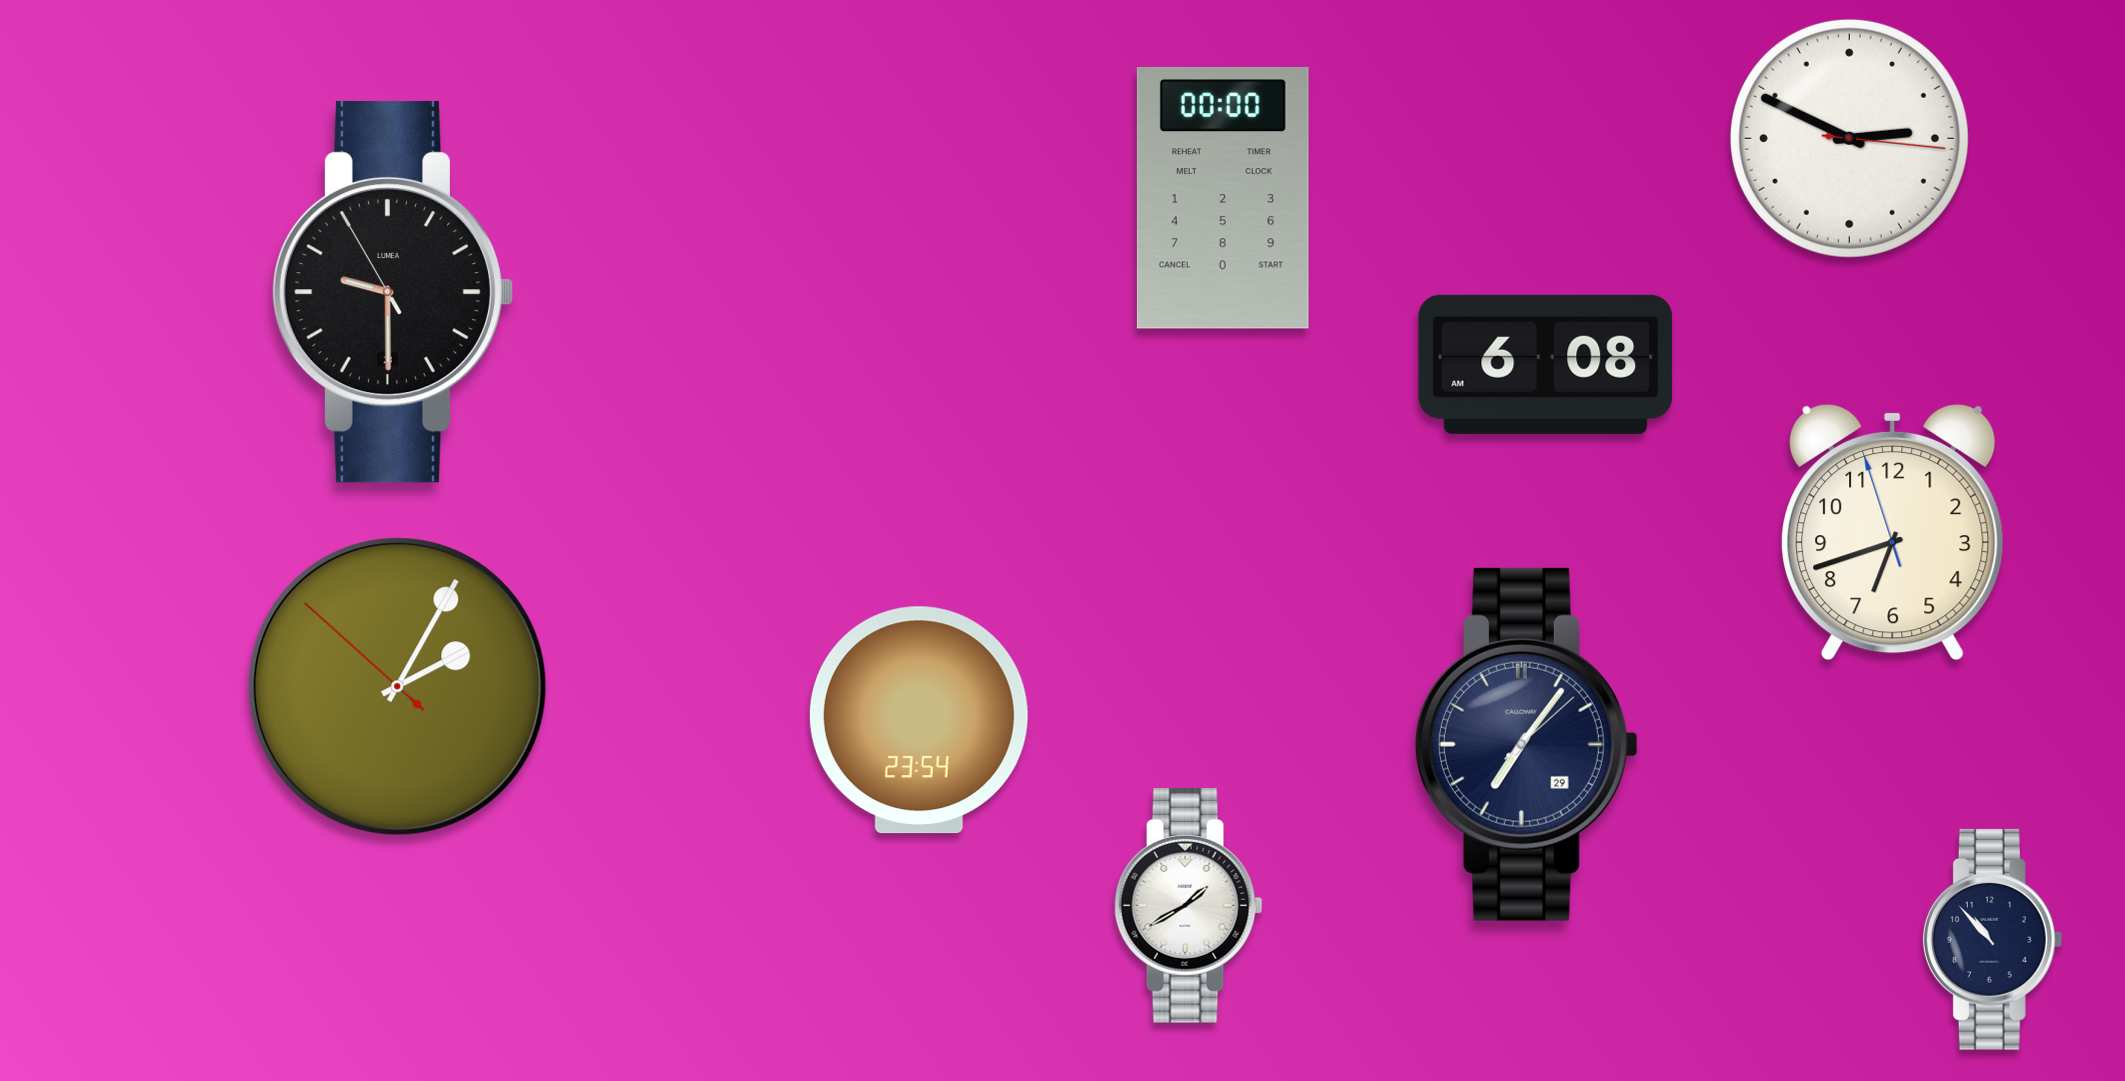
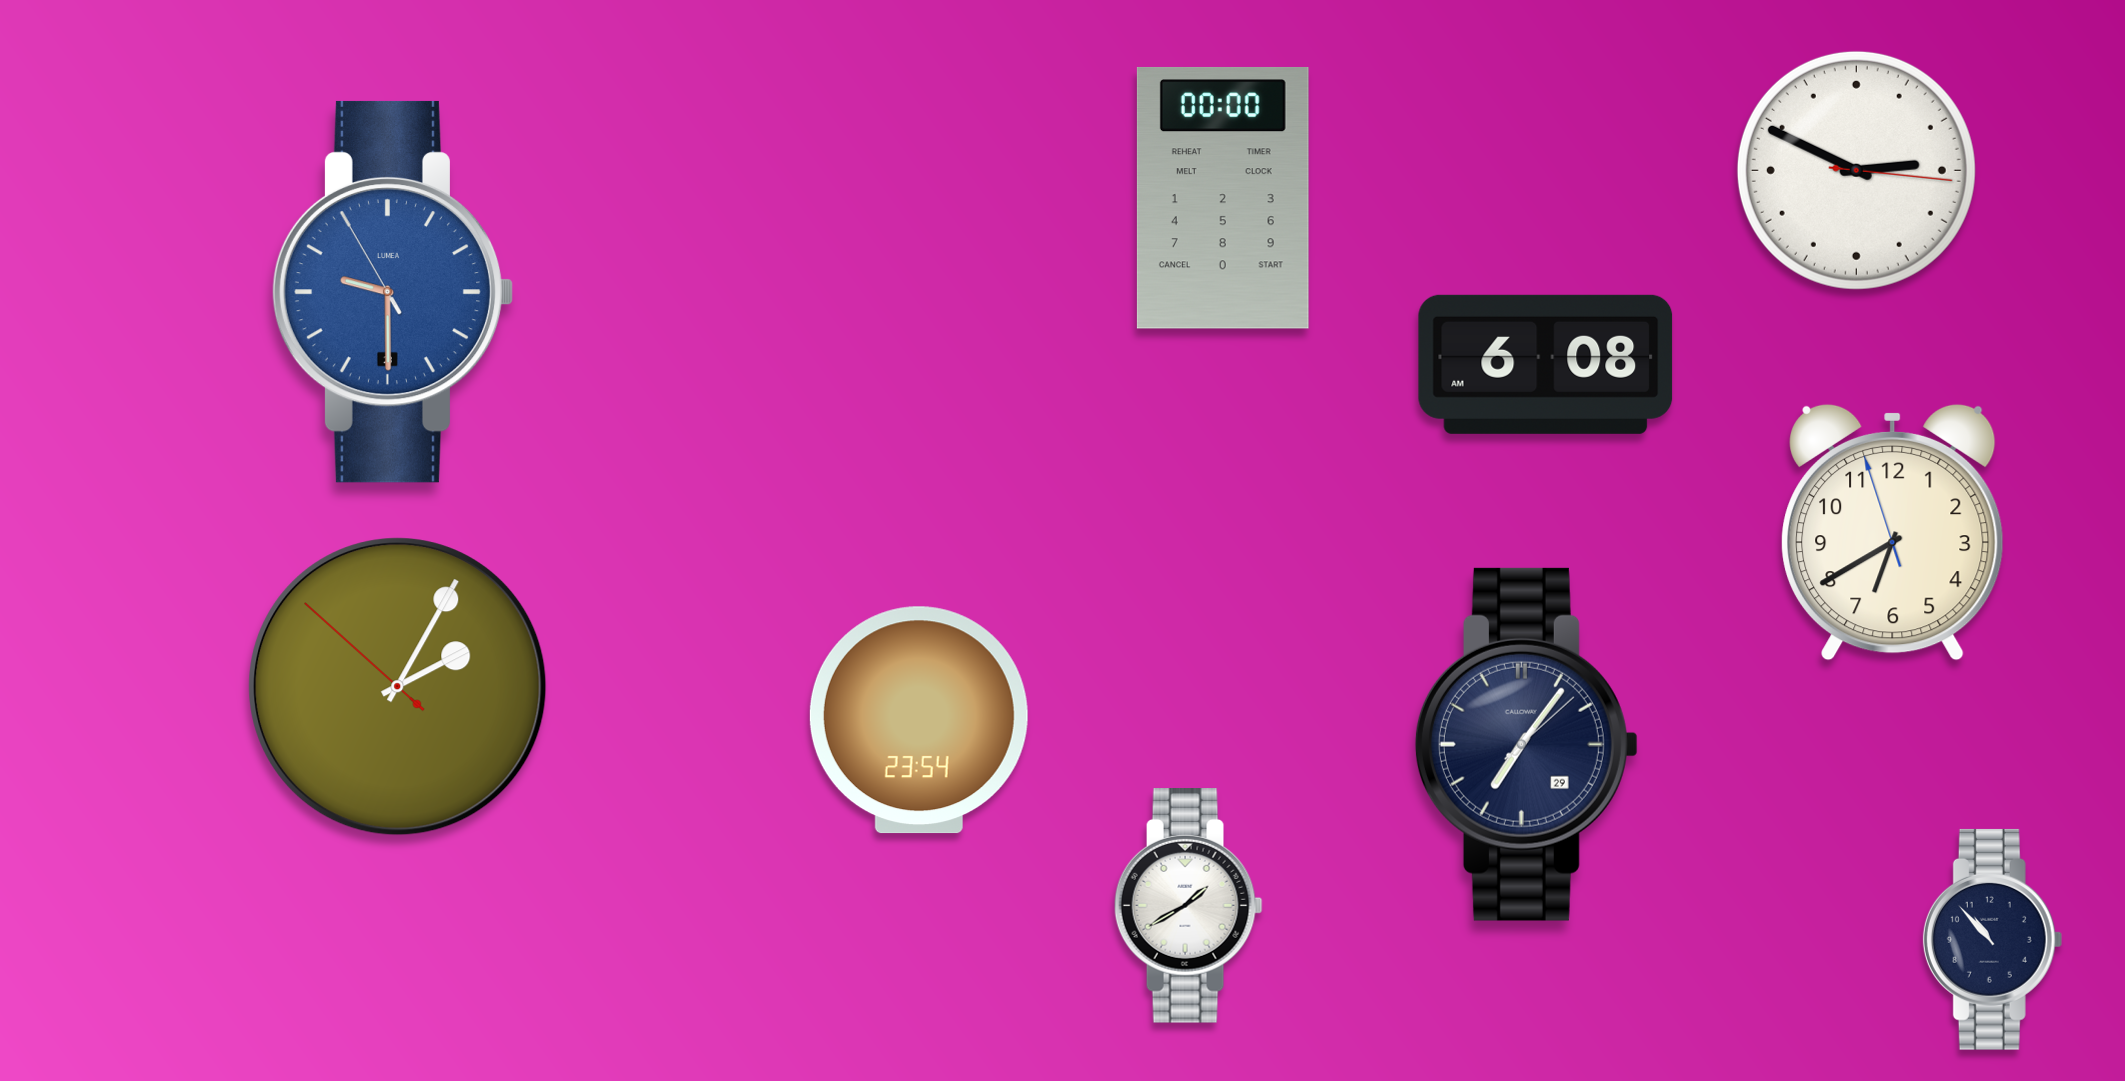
clock at (1849, 138) position: (1849, 138) -> (1856, 170)
clock at (393, 292) dial: black -> blue
clock at (1893, 532): 6:41 -> 6:39
